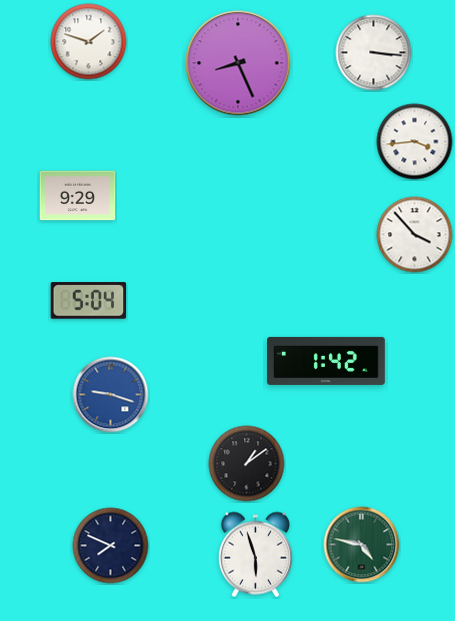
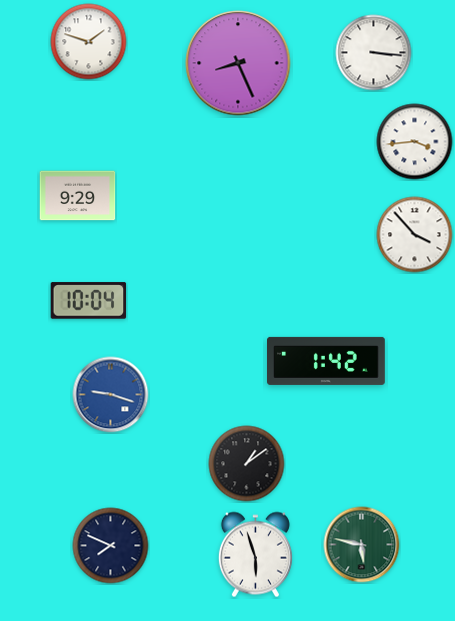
clock at (89, 301): 5:04 -> 10:04
clock at (362, 545): 4:47 -> 5:47
